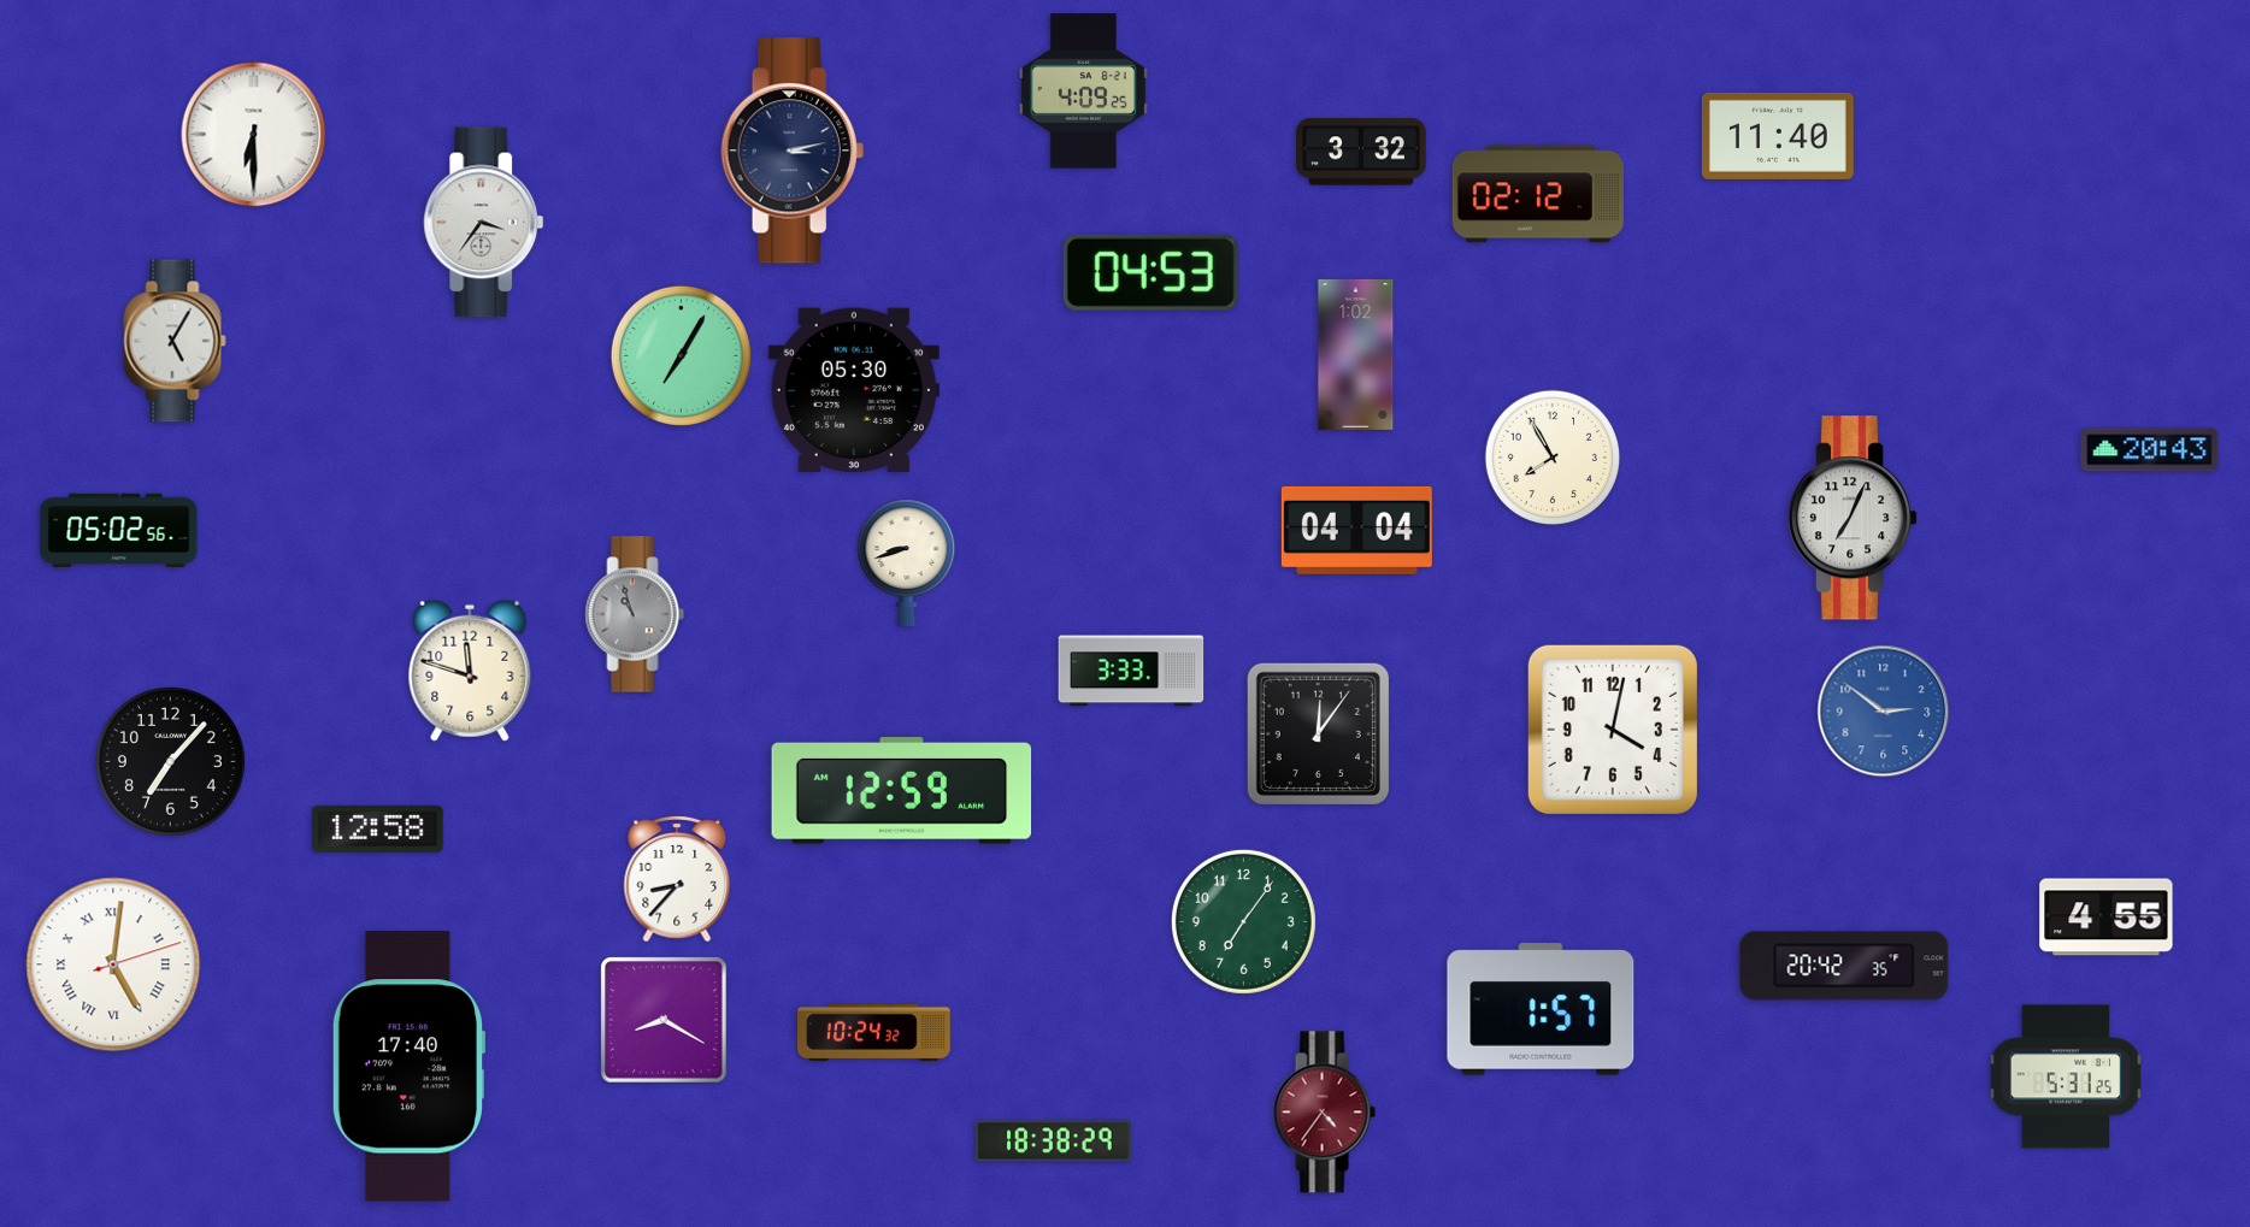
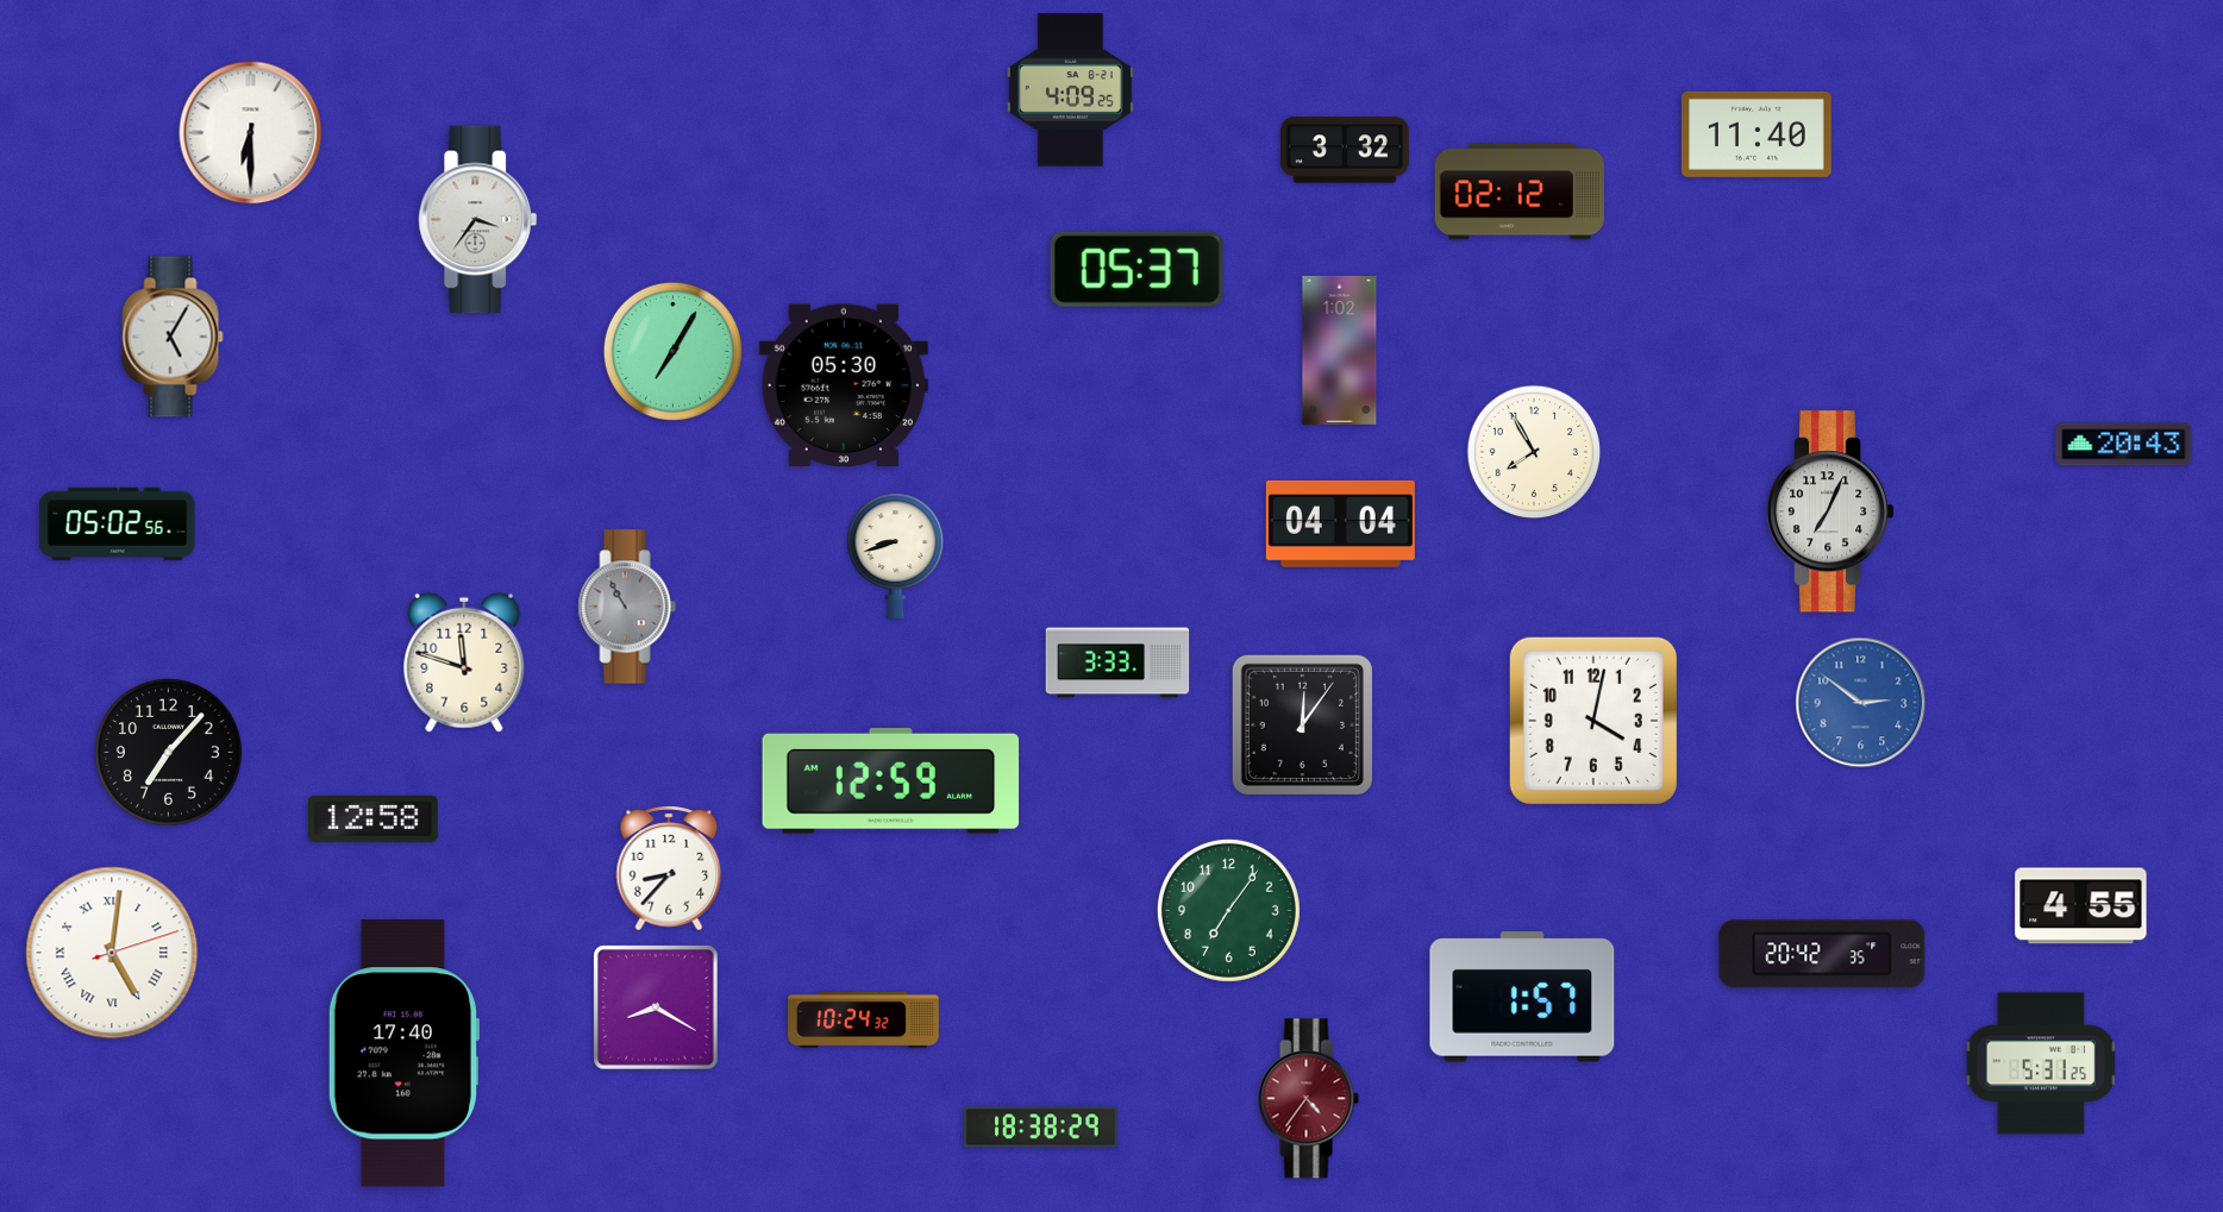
clock at (793, 151): 3:13 -> none
clock at (1150, 272): 04:53 -> 05:37
clock at (635, 614): 10:57 -> 10:55
